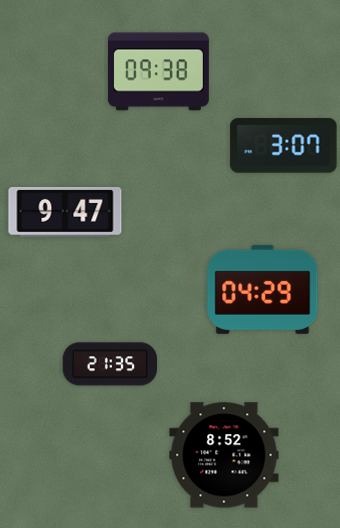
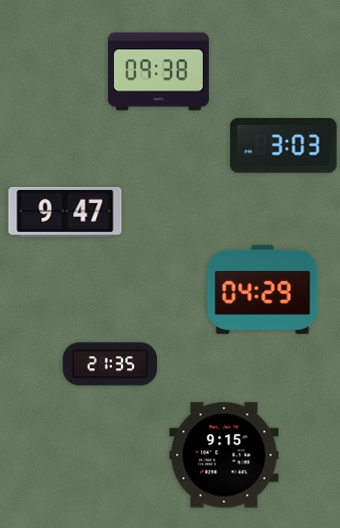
clock at (284, 146): 3:07 -> 3:03
clock at (224, 455): 8:52 -> 9:15
